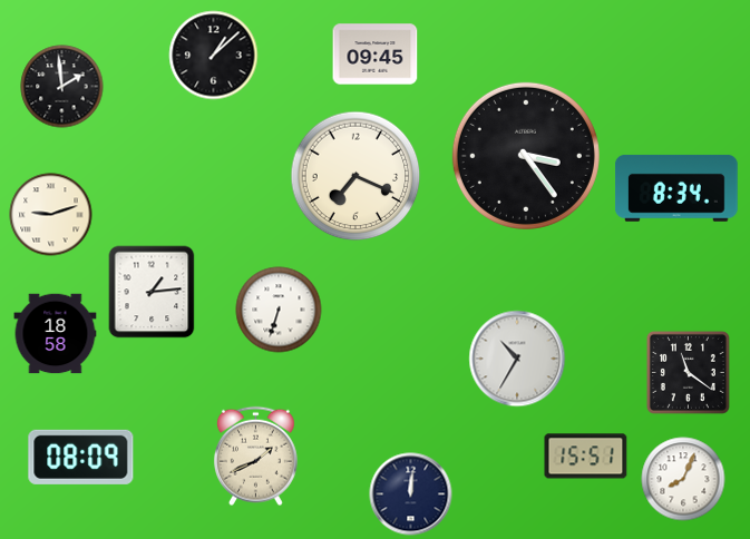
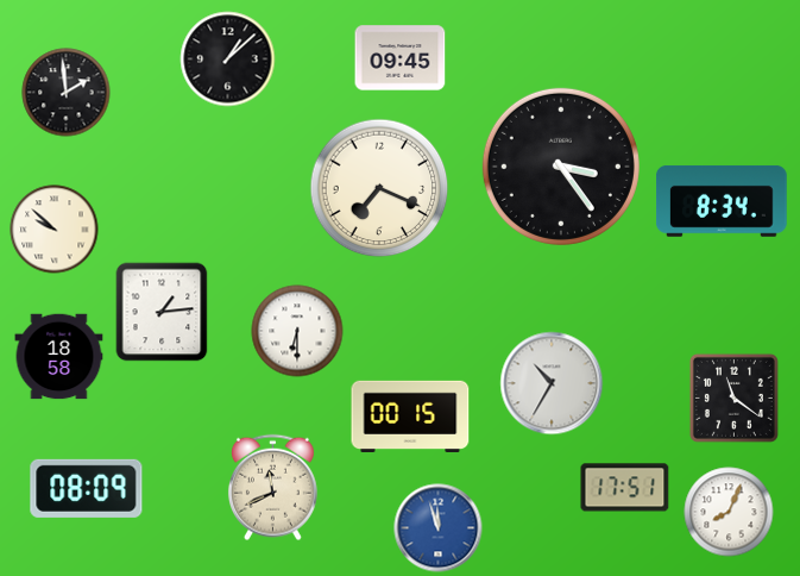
clock at (51, 215): 9:12 -> 9:52
clock at (279, 310): 6:33 -> 6:30
clock at (410, 417): none -> 00:15
clock at (255, 457): 1:41 -> 11:41
clock at (586, 457): 15:51 -> 17:51
clock at (411, 494): 12:01 -> 11:57
clock at (411, 494) dial: navy -> blue
